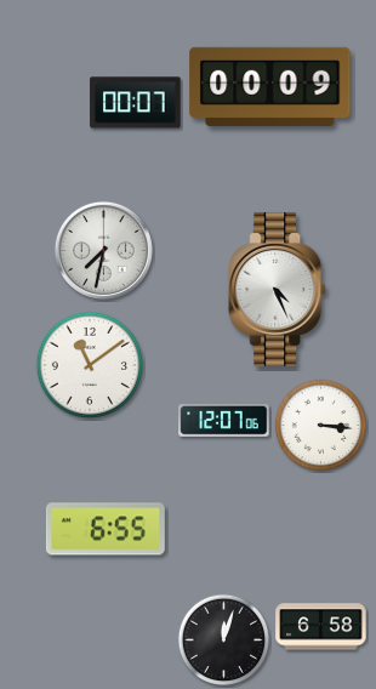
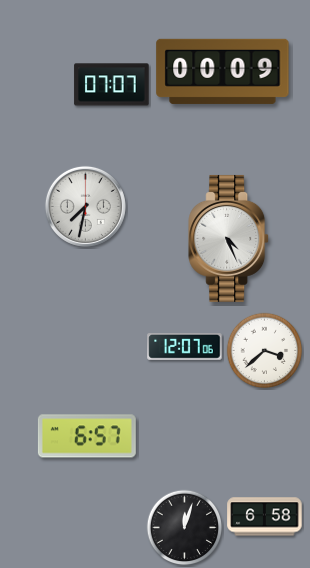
clock at (136, 103): 00:07 -> 07:07
clock at (90, 365): 11:09 -> none
clock at (321, 426): 3:16 -> 3:38
clock at (106, 529): 6:55 -> 6:57
